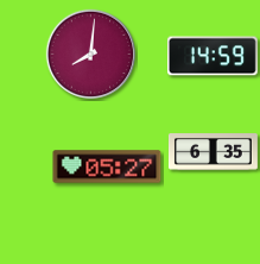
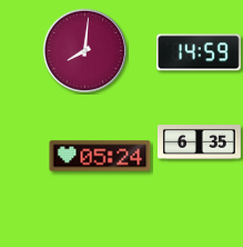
clock at (107, 166): 05:27 -> 05:24
